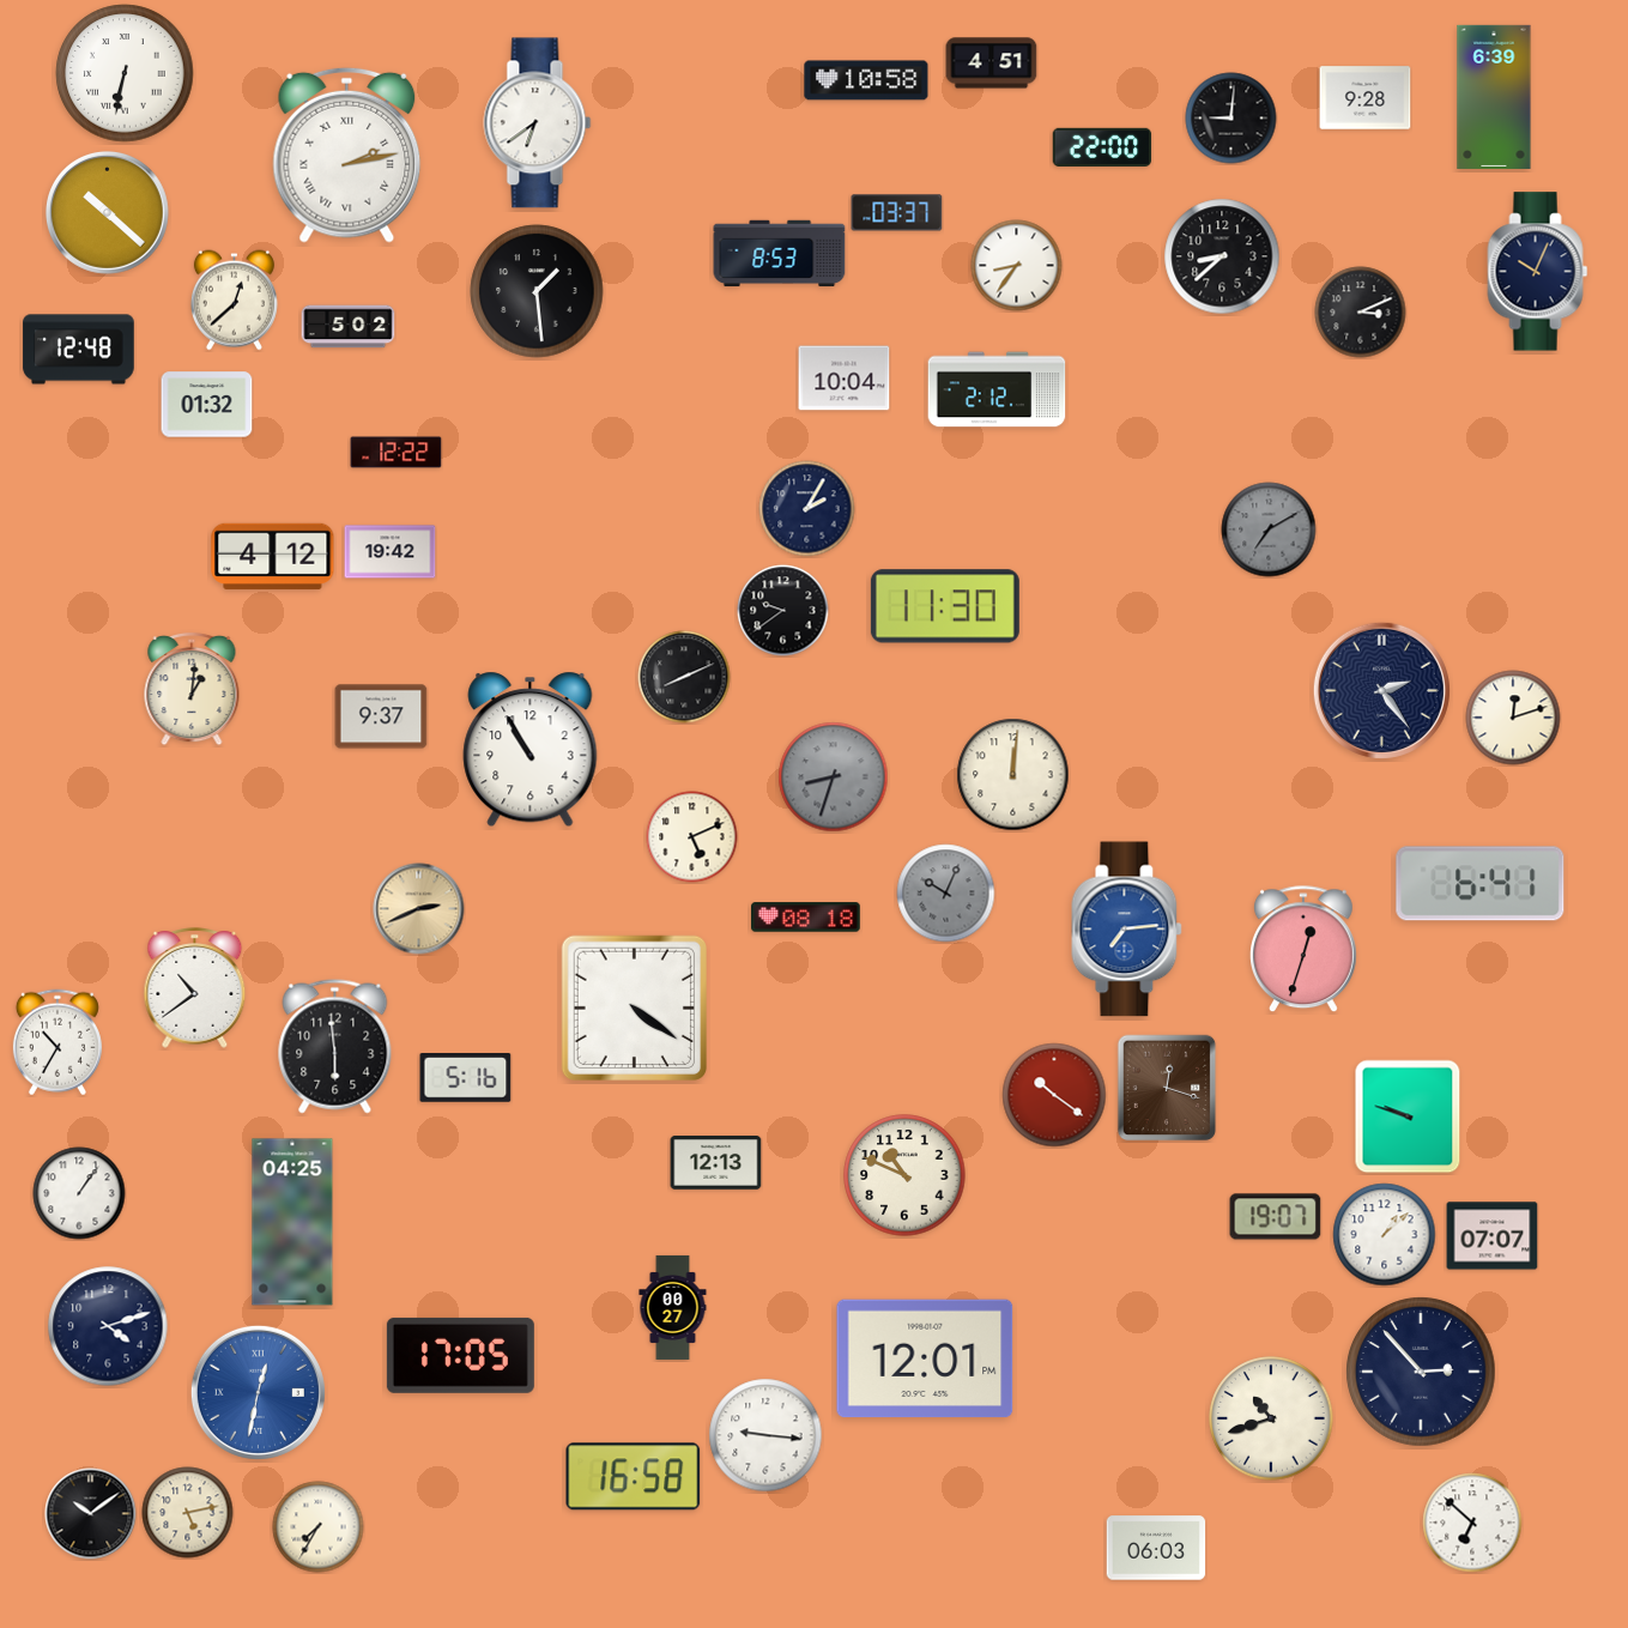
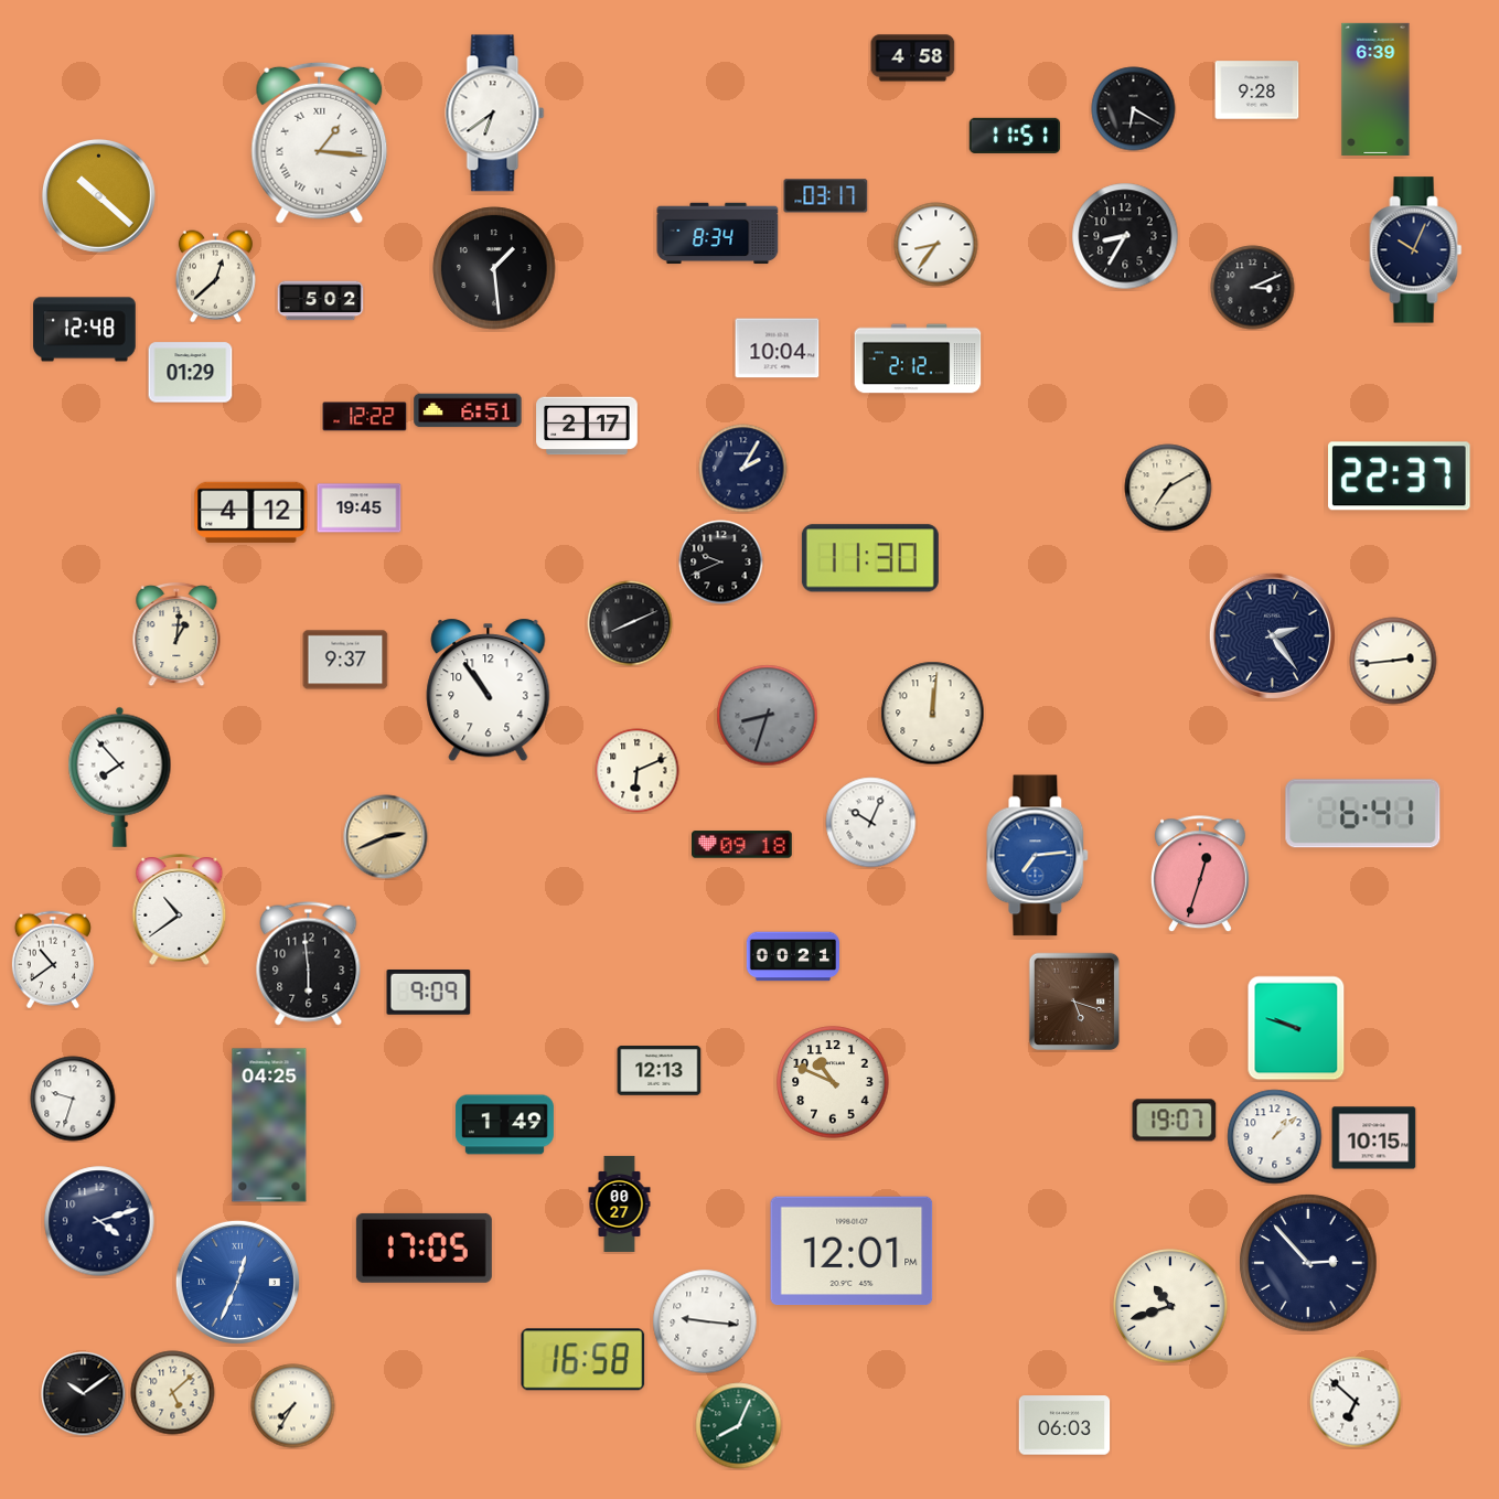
clock at (992, 63): 4:51 -> 4:58
clock at (125, 73): 6:32 -> none
clock at (866, 80): 10:58 -> none
clock at (1231, 119): 9:01 -> 6:20
clock at (1102, 147): 22:00 -> 11:51
clock at (347, 155): 2:13 -> 1:16
clock at (897, 213): 03:37 -> 03:17
clock at (780, 254): 8:53 -> 8:34
clock at (1222, 256): 8:38 -> 8:35
clock at (79, 350) position: (79, 350) -> (85, 330)
clock at (207, 405): 01:32 -> 01:29
clock at (468, 410): none -> 6:51
clock at (587, 426): none -> 2:17
clock at (1400, 477): none -> 22:37
clock at (1269, 529) dial: grey -> cream
clock at (391, 552): 19:42 -> 19:45
clock at (783, 611): 9:39 -> 9:41
clock at (381, 716) position: (381, 716) -> (345, 660)
clock at (1513, 718): 12:12 -> 2:44
clock at (531, 750): 10:55 -> 10:54
clock at (692, 837): 5:11 -> 6:11
clock at (120, 777): none -> 7:53
clock at (946, 894) dial: grey -> white
clock at (806, 918): 08:18 -> 09:18
clock at (634, 1007): 4:21 -> none
clock at (792, 956): none -> 00:21
clock at (58, 1042): 10:35 -> 10:39
clock at (466, 1078): 5:16 -> 9:09
clock at (1167, 1088): 12:18 -> 5:18
clock at (1054, 1095): 10:21 -> none
clock at (79, 1193): 1:06 -> 9:33
clock at (504, 1125): none -> 1:49
clock at (1493, 1236): 07:07 -> 10:15
clock at (258, 1392): 12:32 -> 12:34
clock at (188, 1513): 5:13 -> 5:08
clock at (739, 1426): none -> 8:04
